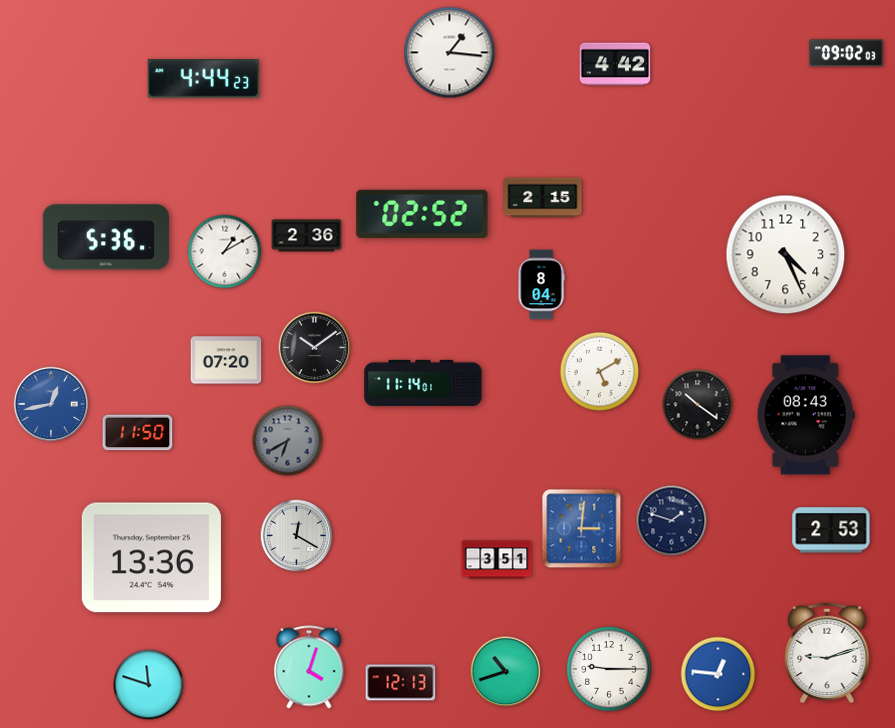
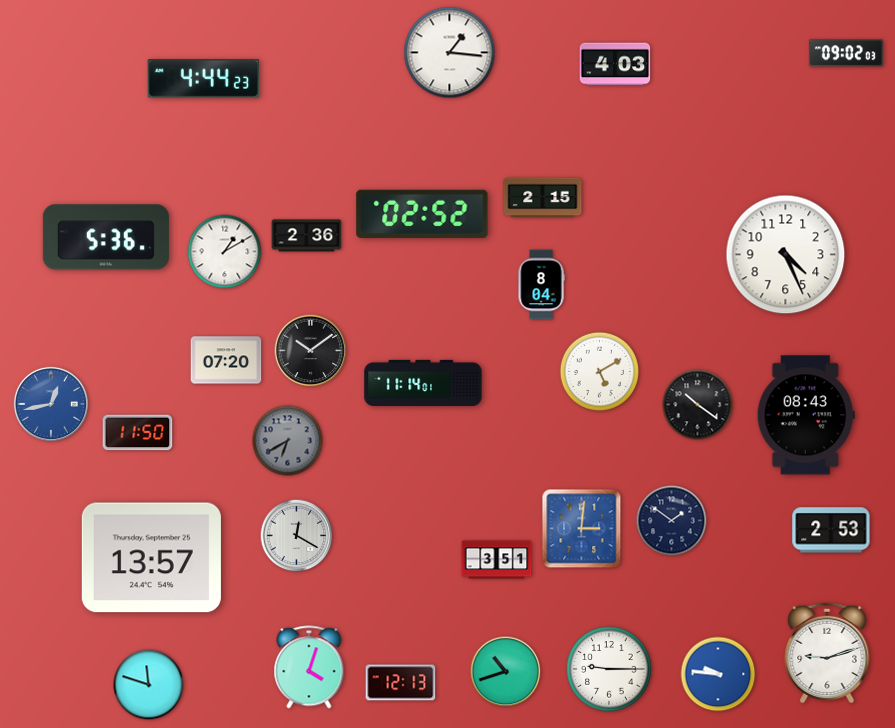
clock at (615, 64): 4:42 -> 4:03
clock at (315, 348) position: (315, 348) -> (311, 351)
clock at (672, 521): 1:48 -> 1:51
clock at (151, 558): 13:36 -> 13:57
clock at (718, 674): 12:46 -> 9:46
